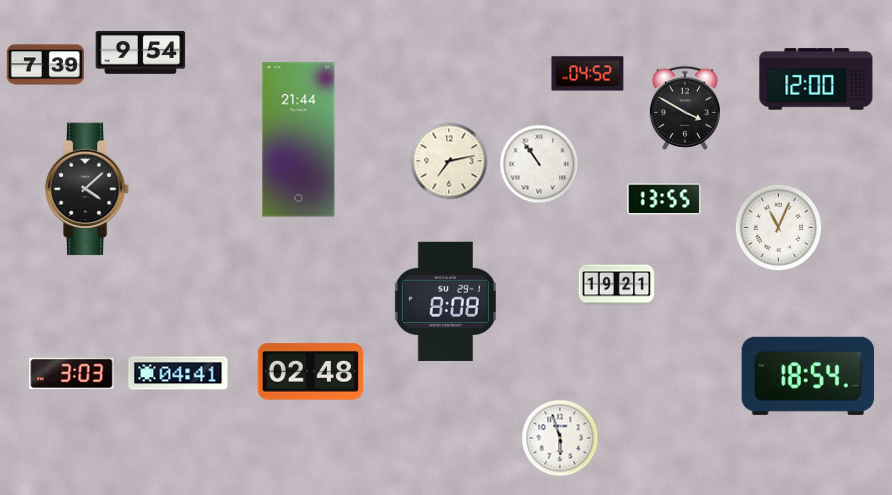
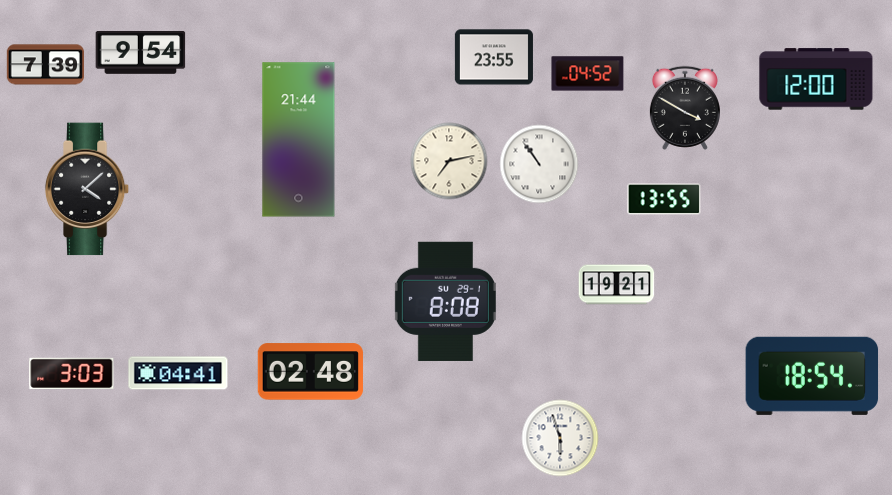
clock at (494, 57): none -> 23:55
clock at (779, 228): 11:04 -> none
clock at (808, 376) position: (808, 376) -> (812, 376)
